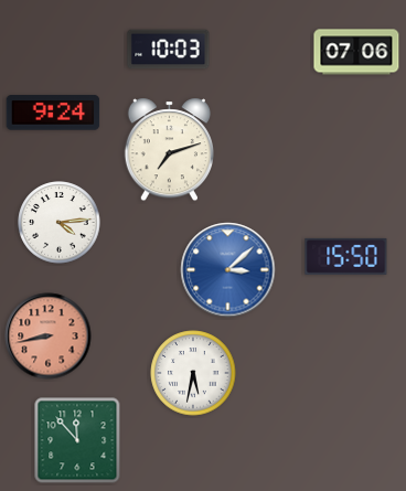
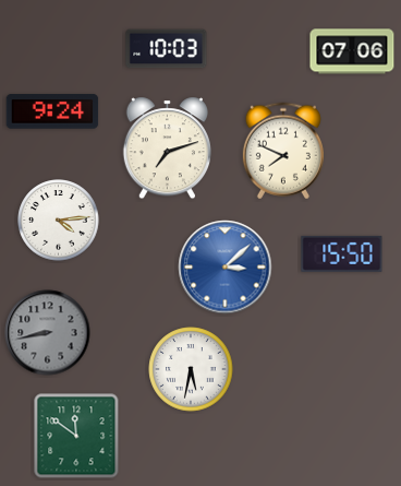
clock at (283, 151): none -> 7:49
clock at (49, 337) dial: salmon -> grey
clock at (77, 440): 11:53 -> 11:51
